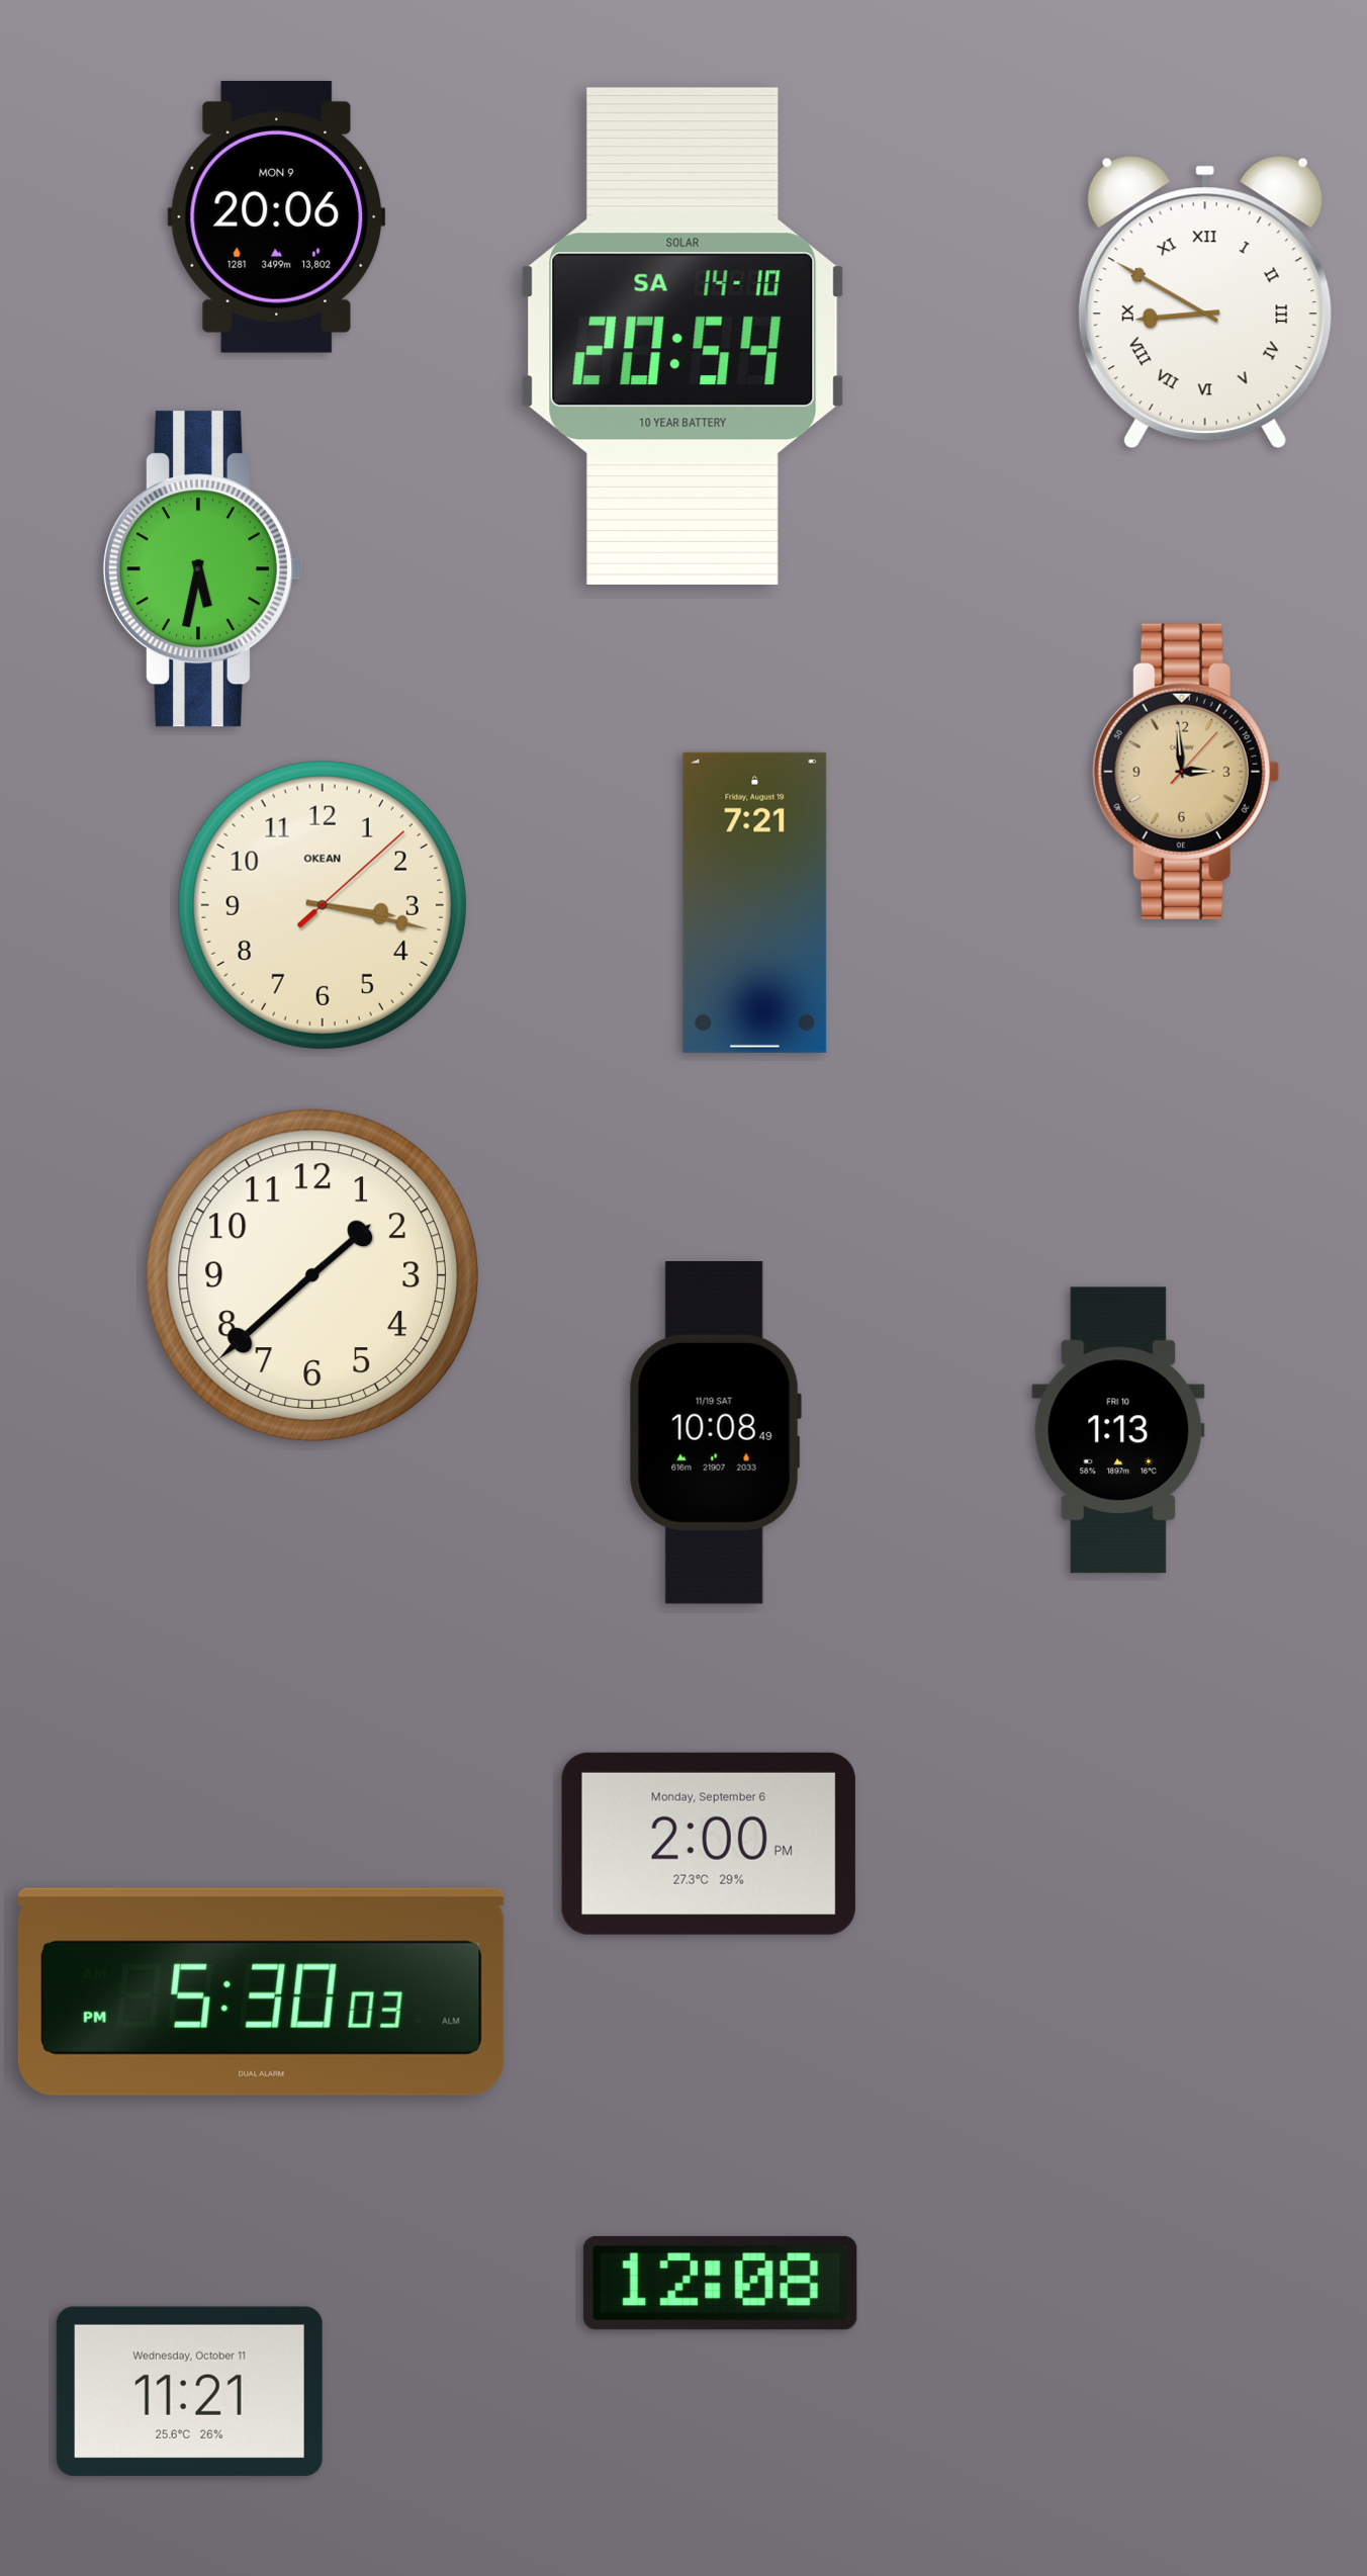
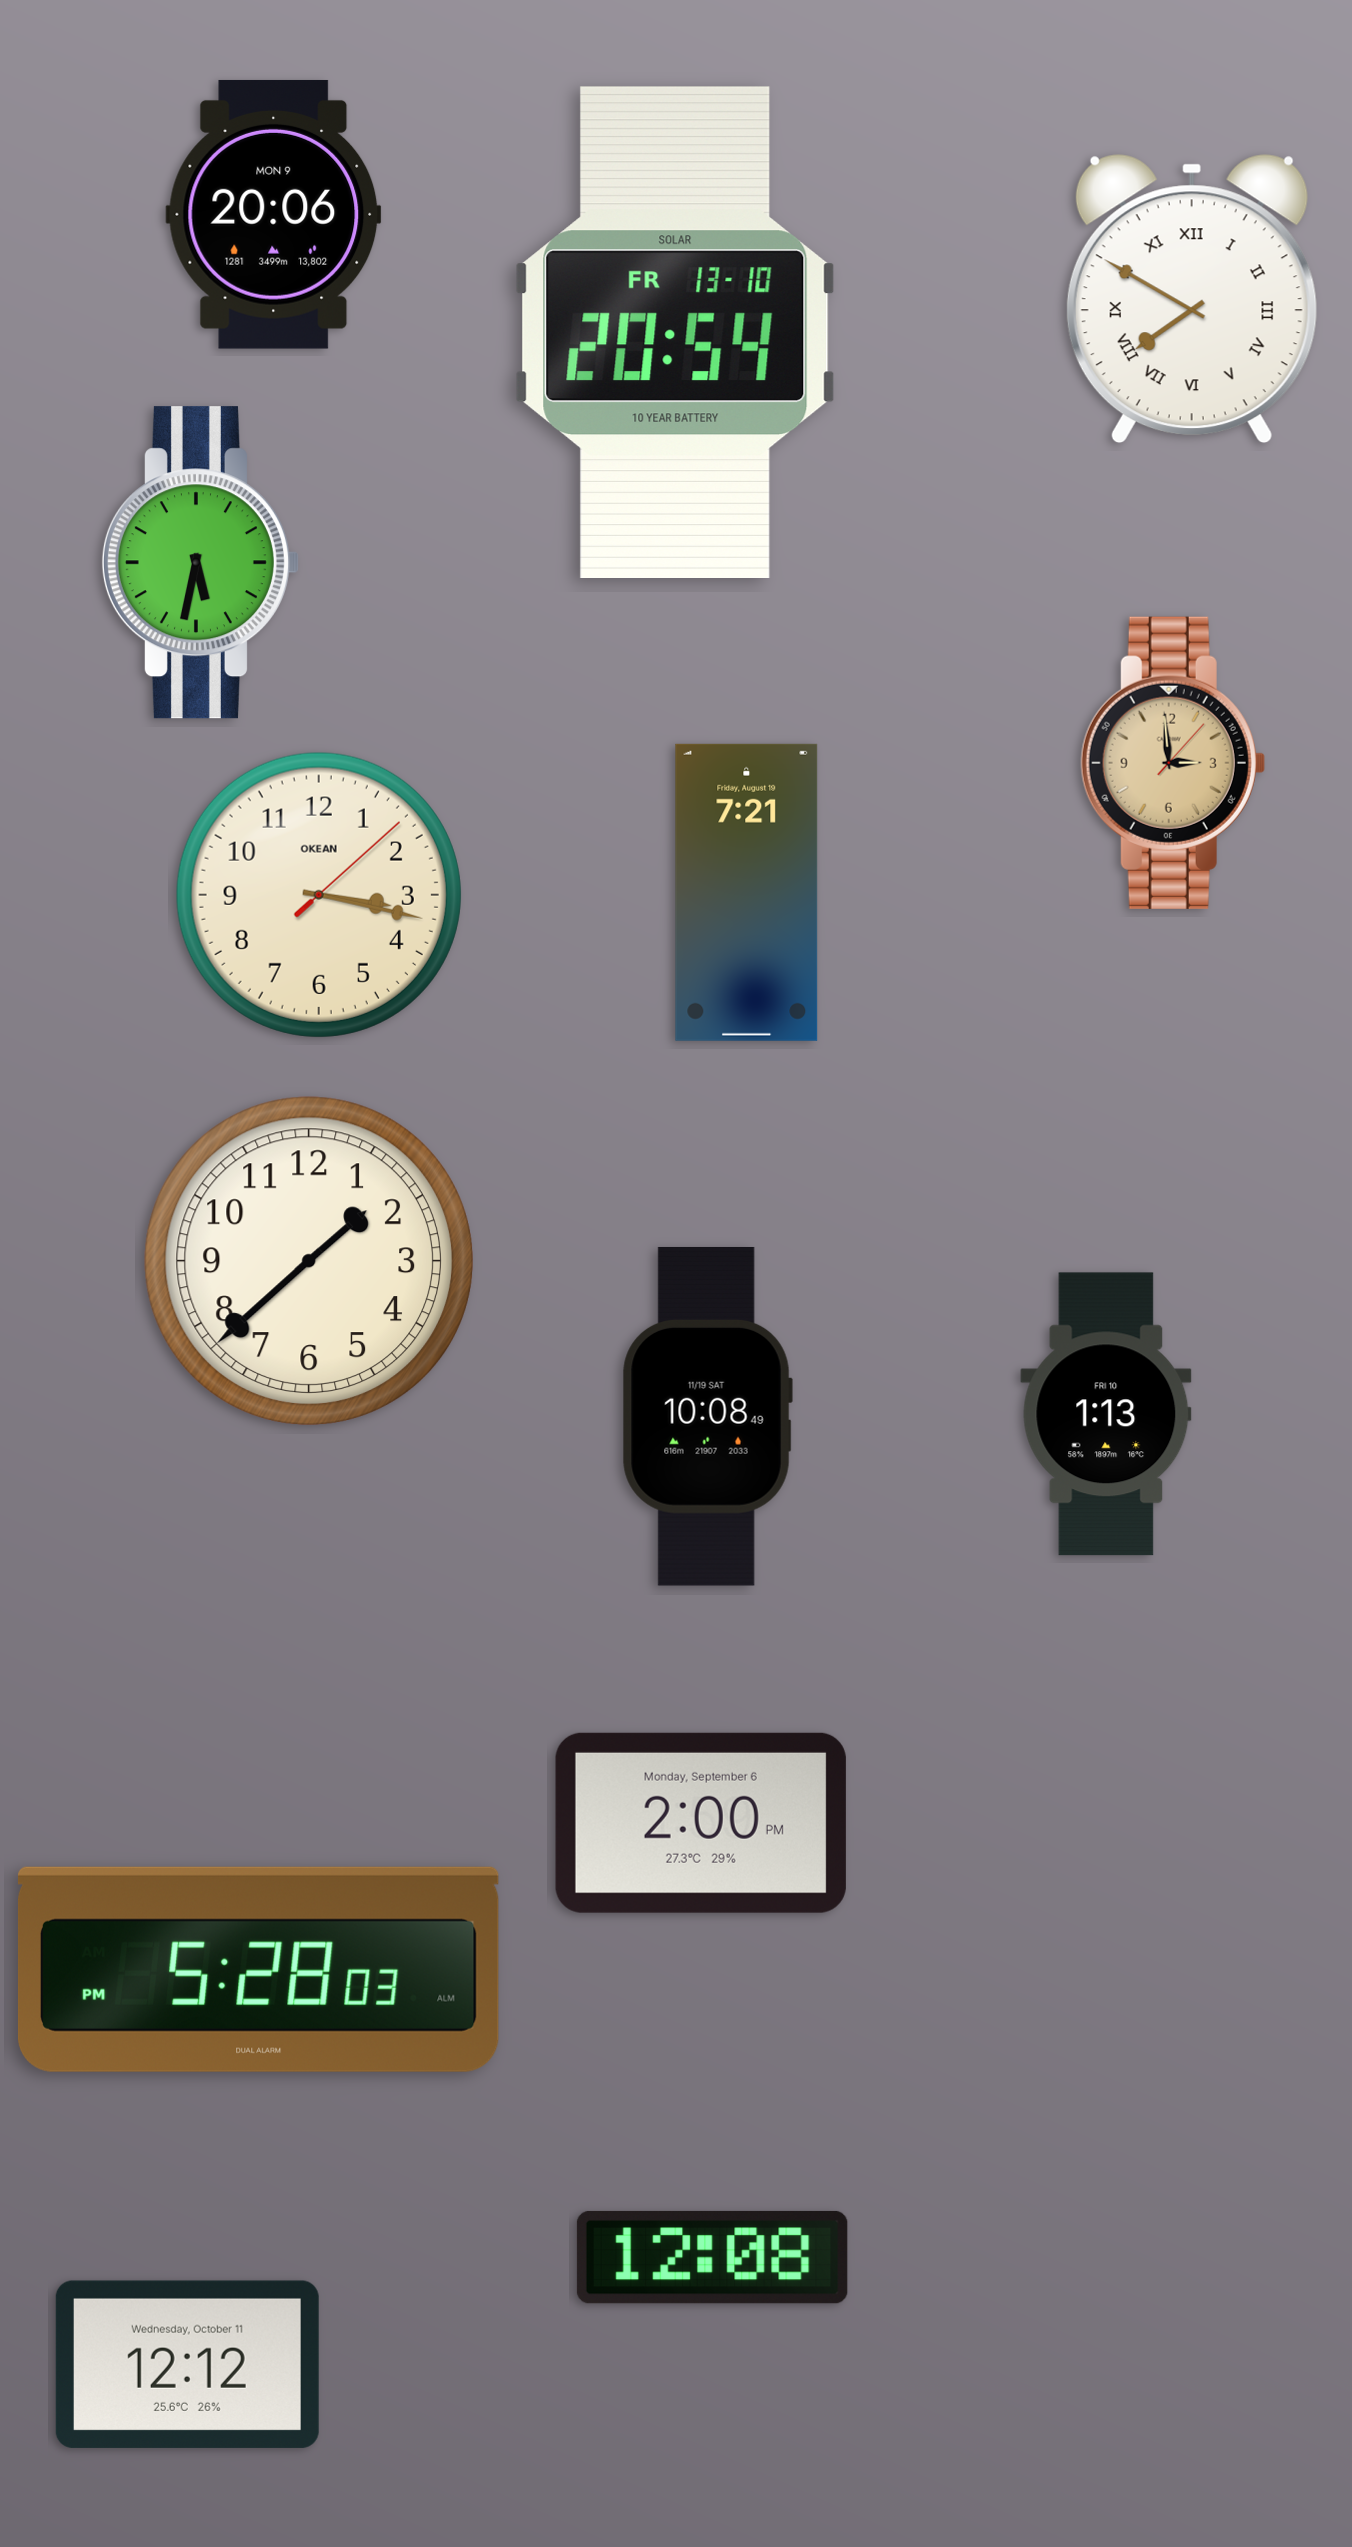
clock at (1205, 302): 8:50 -> 7:50
clock at (683, 336) date: SA 14-10 -> FR 13-10
clock at (261, 1991): 5:30 -> 5:28
clock at (189, 2391): 11:21 -> 12:12
